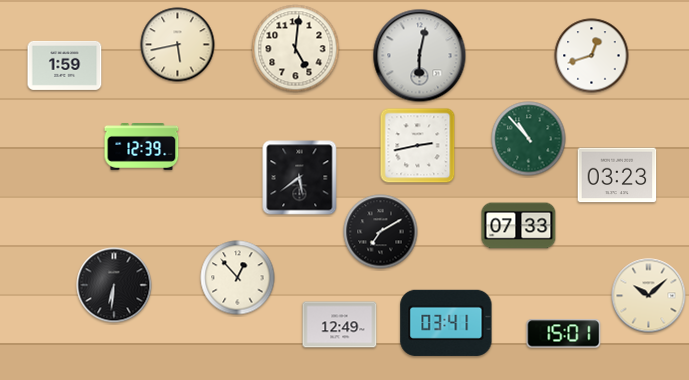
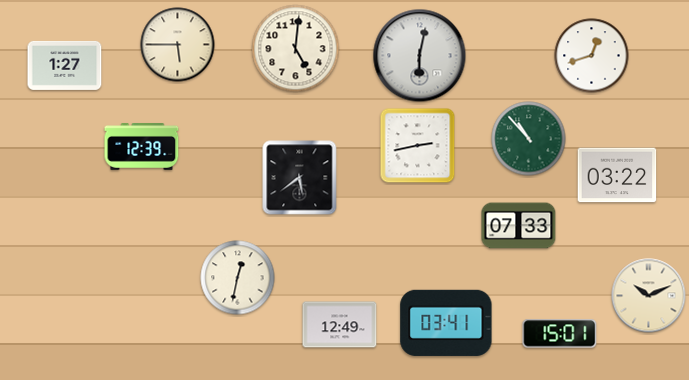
clock at (178, 45): 5:43 -> 5:45
clock at (65, 65): 1:59 -> 1:27
clock at (617, 175): 03:23 -> 03:22
clock at (381, 232): 7:10 -> none
clock at (238, 278): 12:53 -> 12:32
clock at (114, 285): 6:31 -> none
clock at (649, 296): 10:08 -> 10:11
clock at (564, 334) position: (564, 334) -> (560, 334)
